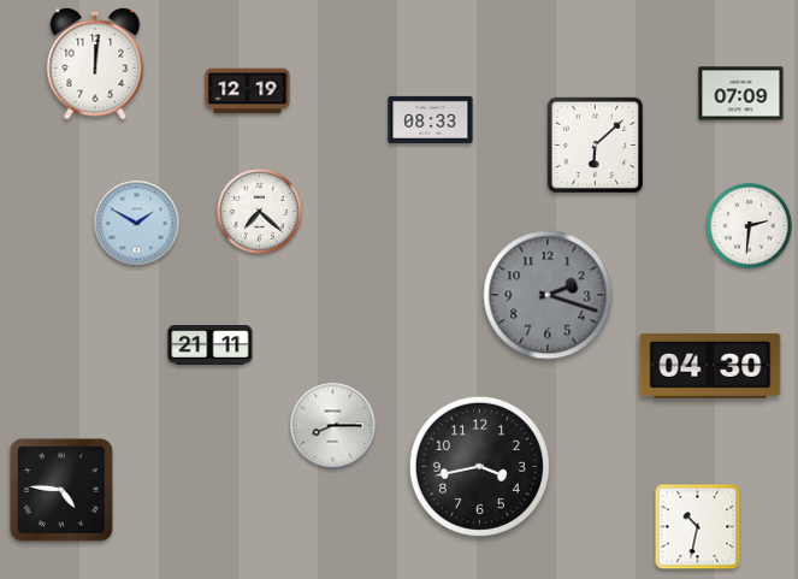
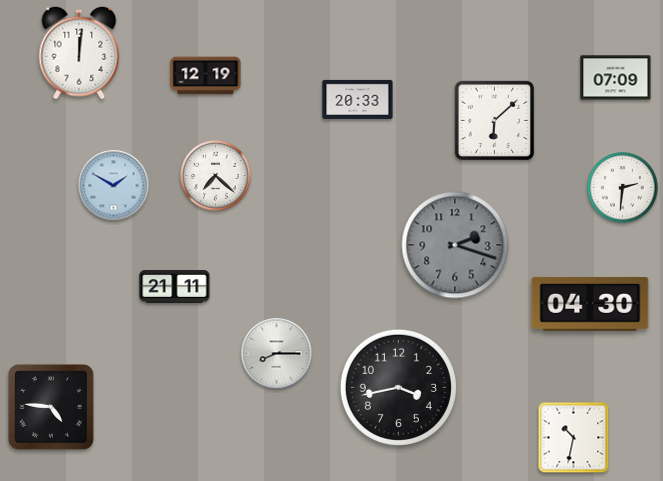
clock at (431, 119): 08:33 -> 20:33
clock at (698, 527) position: (698, 527) -> (574, 438)
